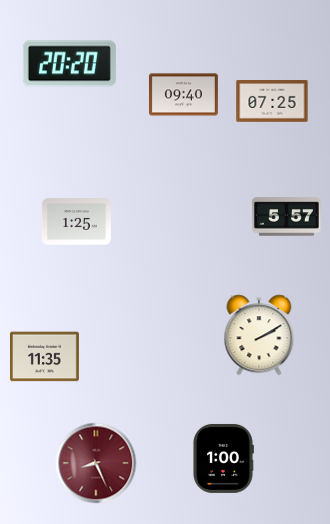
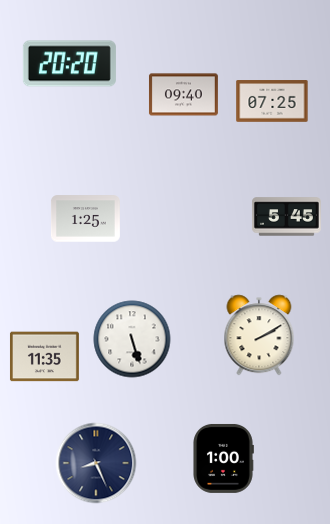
clock at (286, 217): 5:57 -> 5:45
clock at (76, 222) position: (76, 222) -> (85, 219)
clock at (132, 339): none -> 5:27
clock at (96, 463) dial: burgundy -> navy
